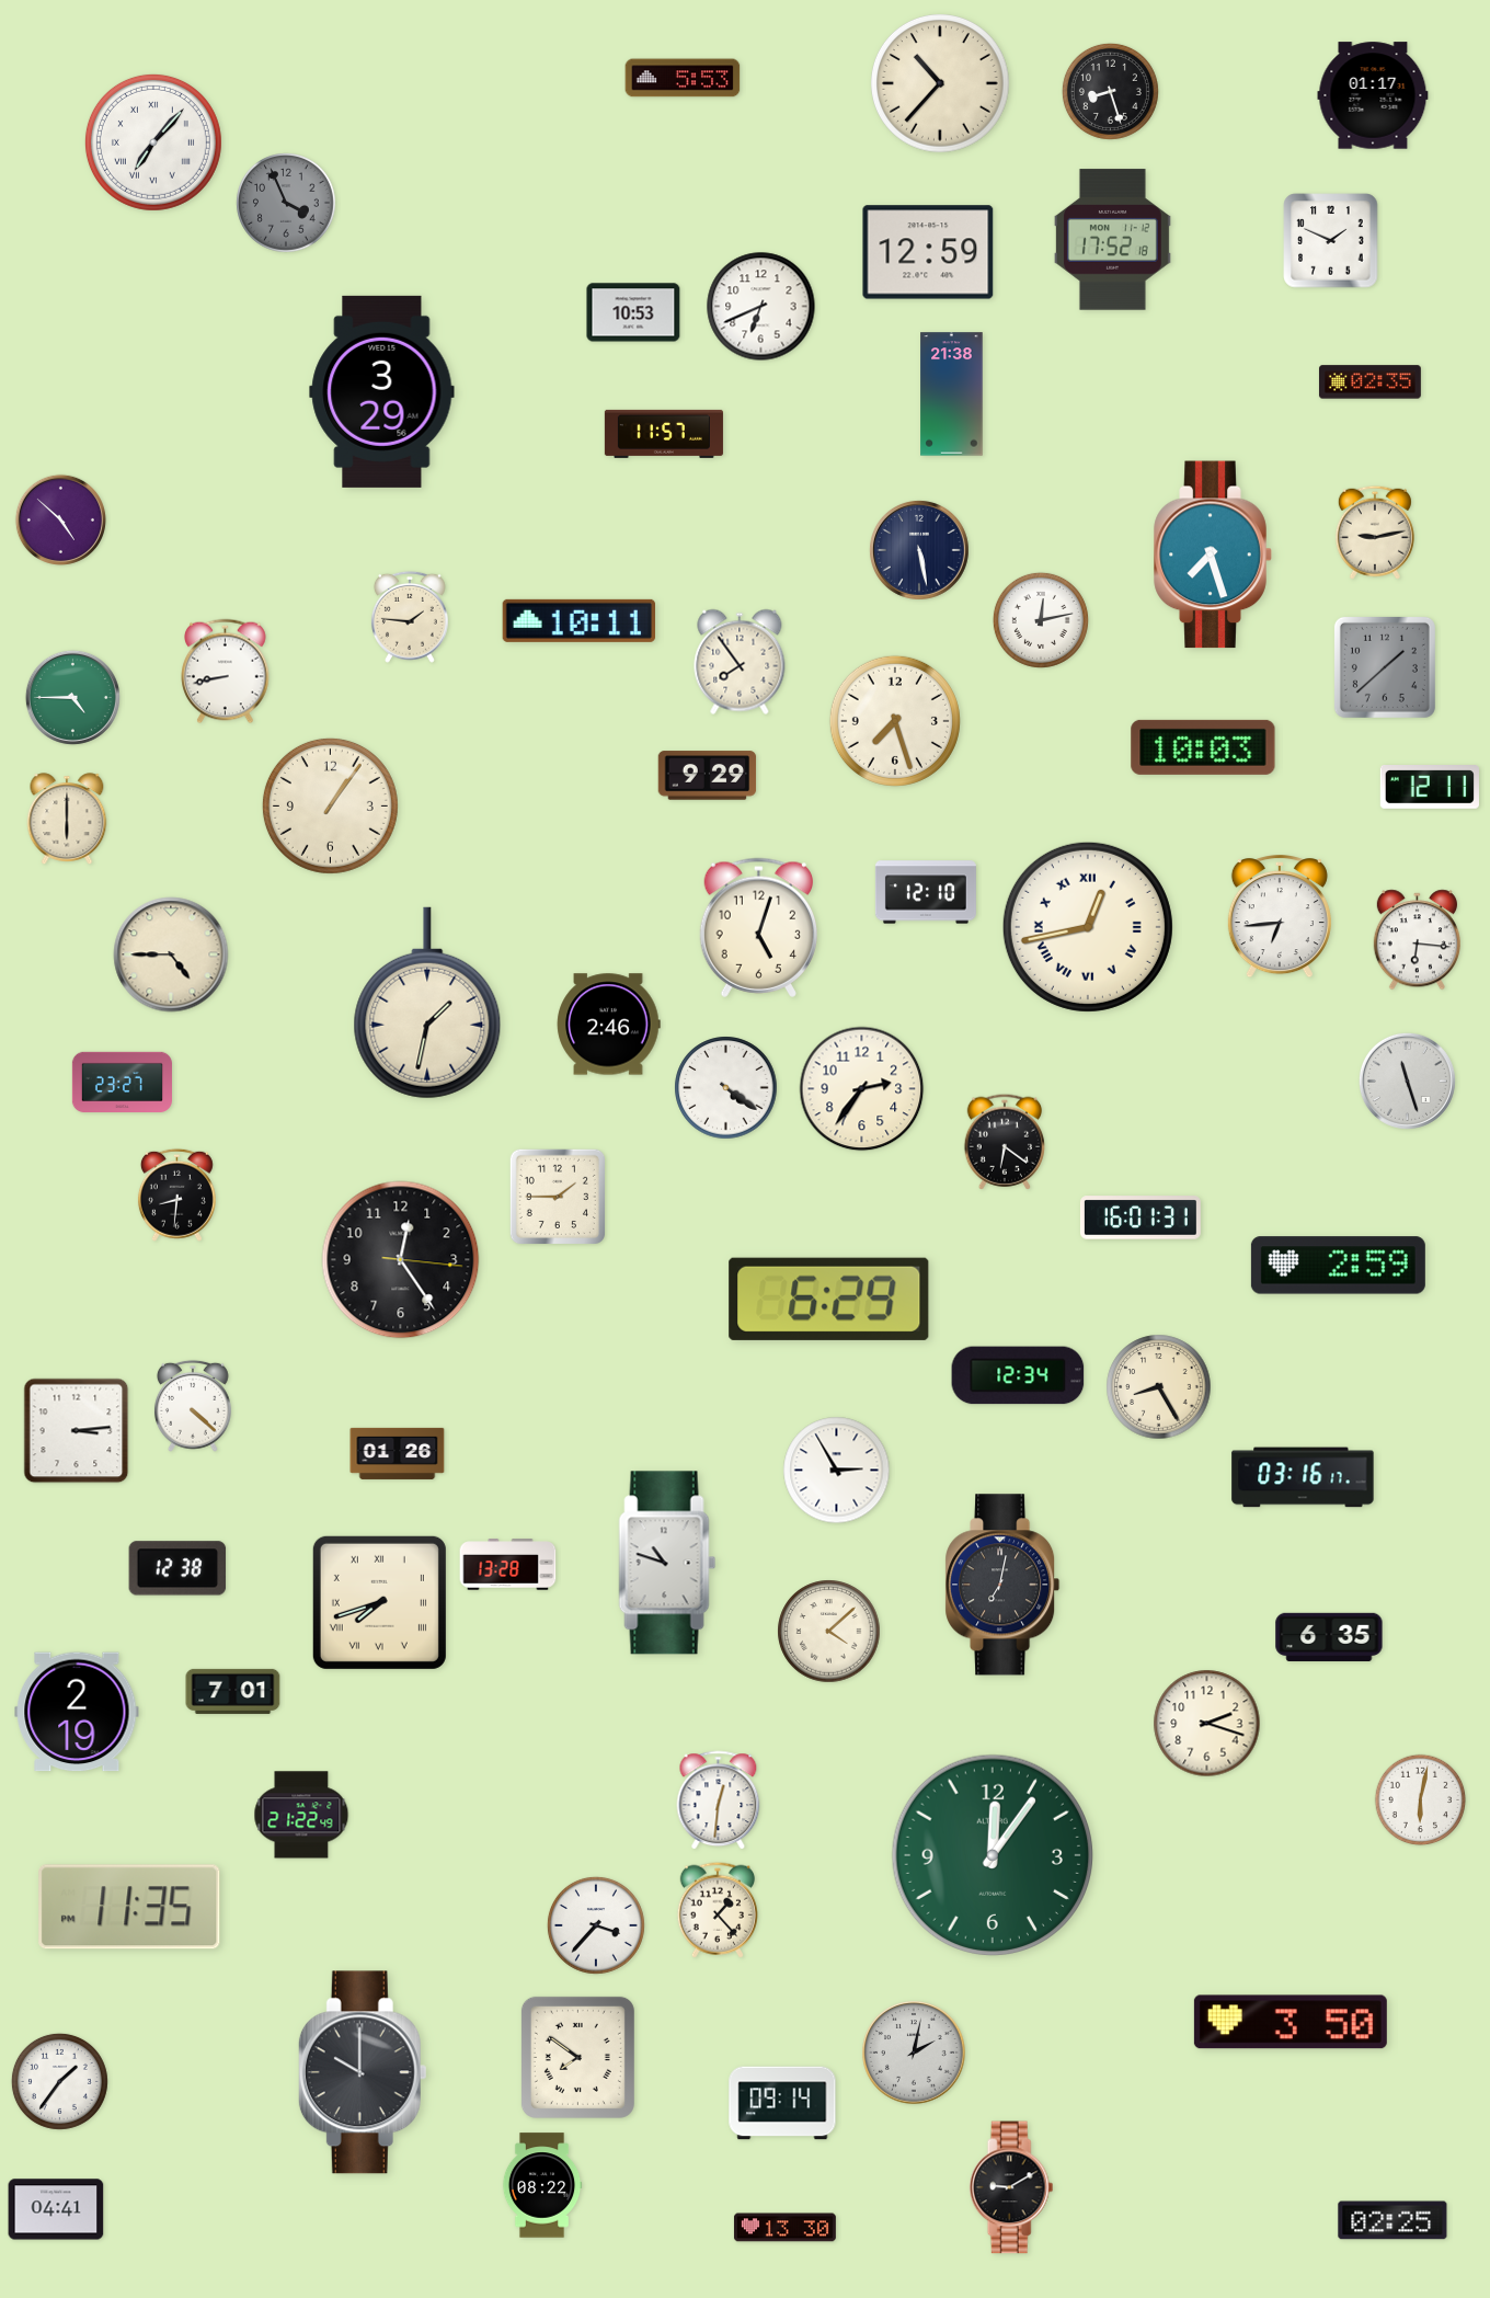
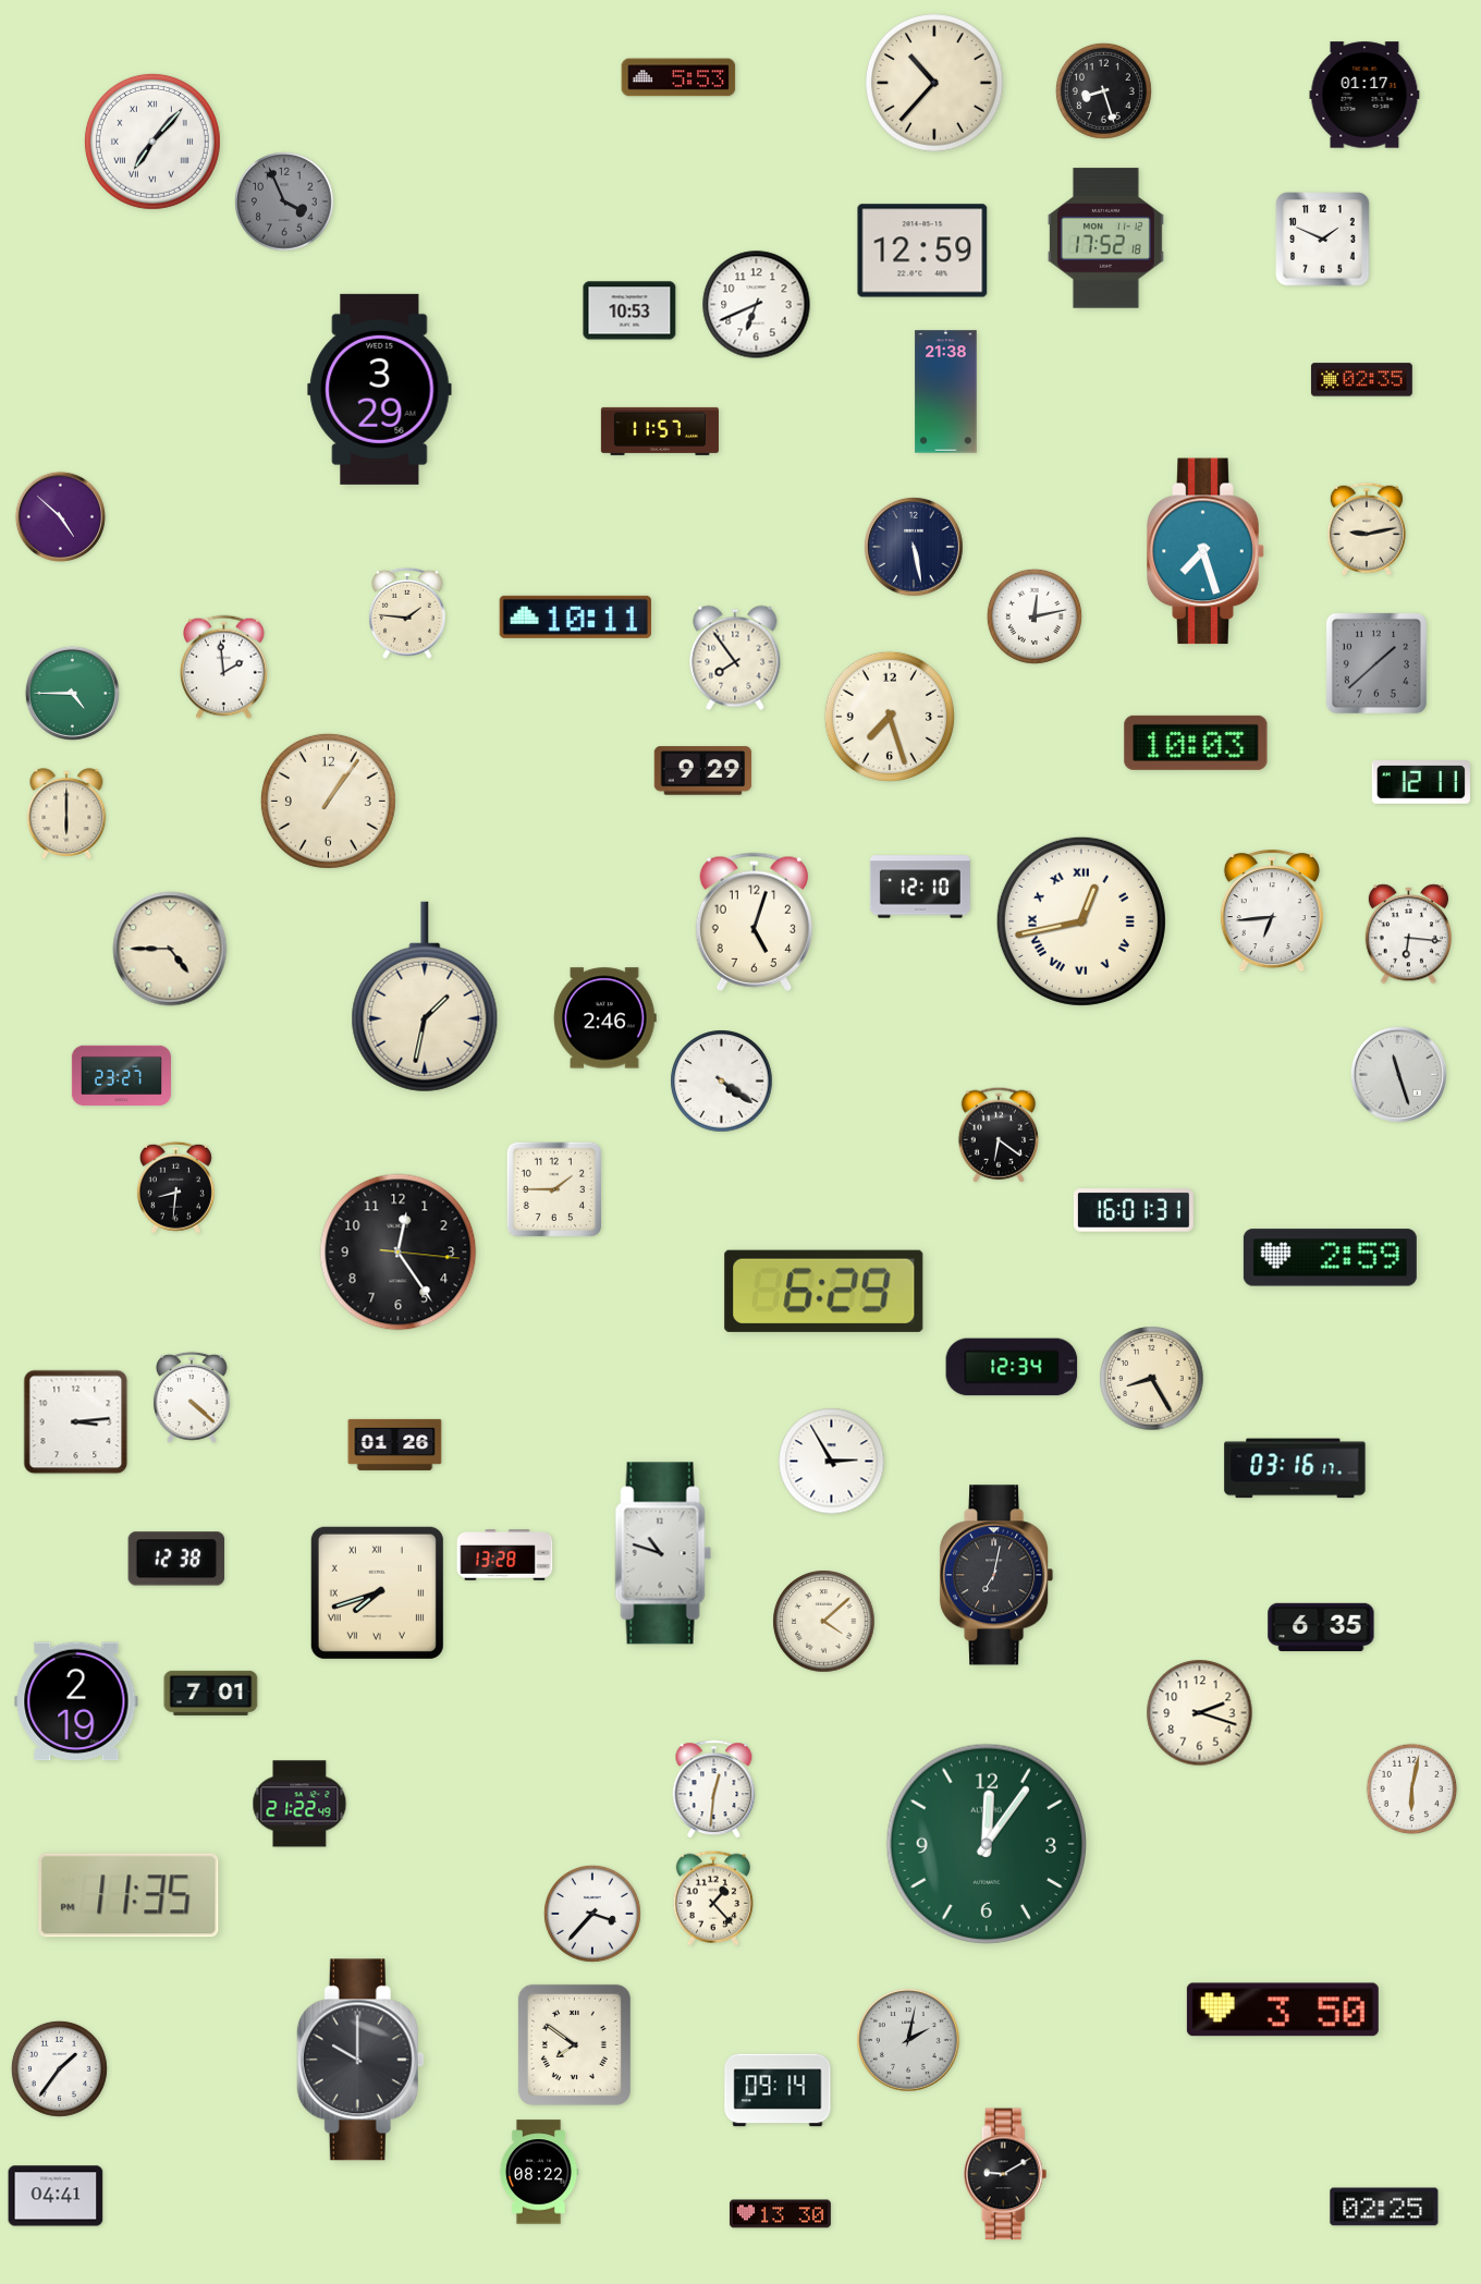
clock at (226, 672): 8:43 -> 1:59
clock at (862, 1089): 2:36 -> none
clock at (233, 1691) position: (233, 1691) -> (211, 1693)
